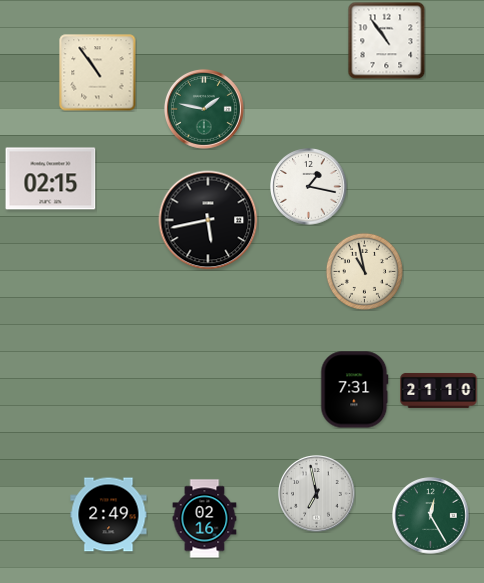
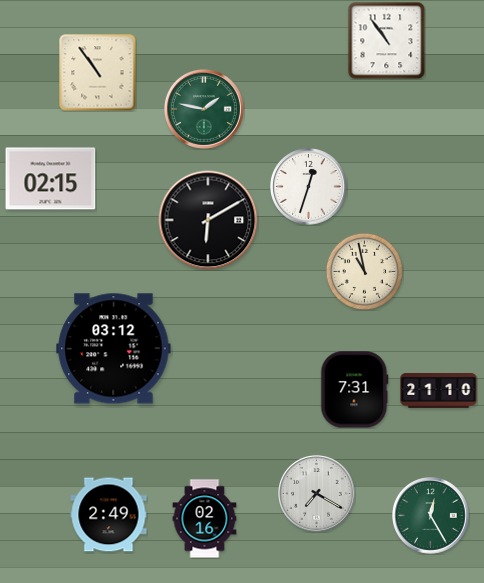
clock at (309, 187): 1:17 -> 12:33
clock at (208, 220): 5:43 -> 6:10
clock at (114, 349): none -> 03:12
clock at (317, 494): 6:58 -> 7:20
